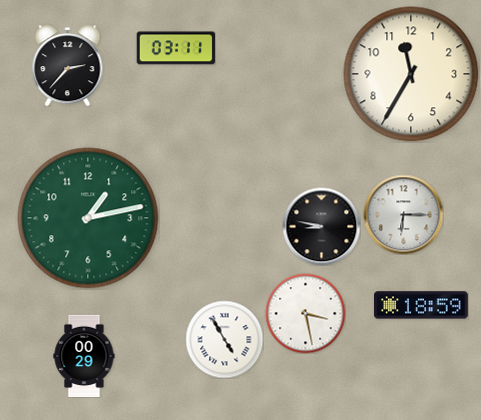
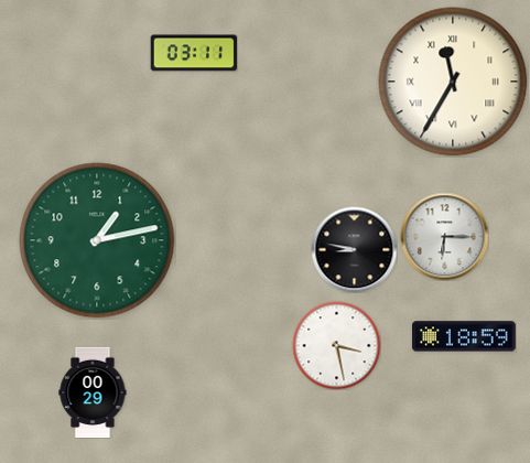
clock at (68, 65): 2:37 -> none
clock at (411, 74) numerals: Arabic -> Roman
clock at (224, 339): 4:55 -> none
